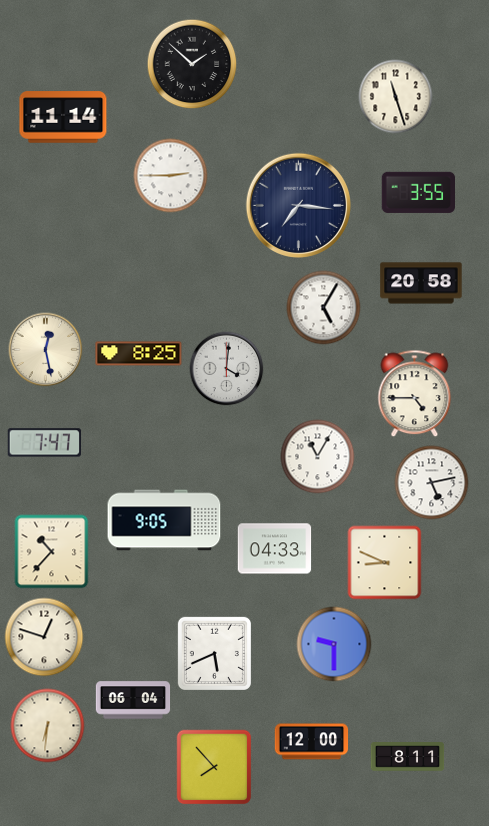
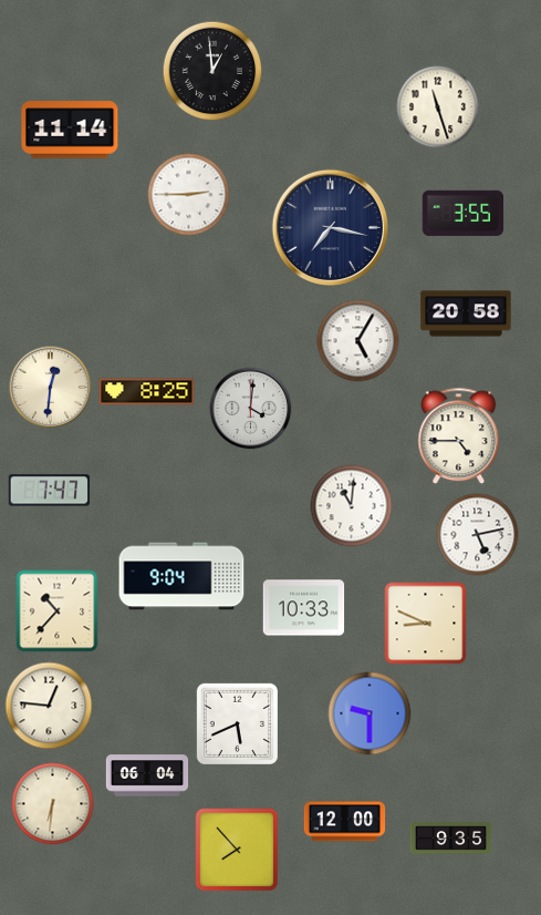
clock at (192, 64): 1:52 -> 12:59
clock at (298, 205): 7:16 -> 7:17
clock at (46, 350): 12:28 -> 12:31
clock at (139, 354) position: (139, 354) -> (147, 392)
clock at (318, 457): 11:05 -> 11:01
clock at (164, 520): 9:05 -> 9:04
clock at (275, 549): 04:33 -> 10:33
clock at (44, 637): 12:48 -> 12:46
clock at (408, 757): 8:11 -> 9:35
